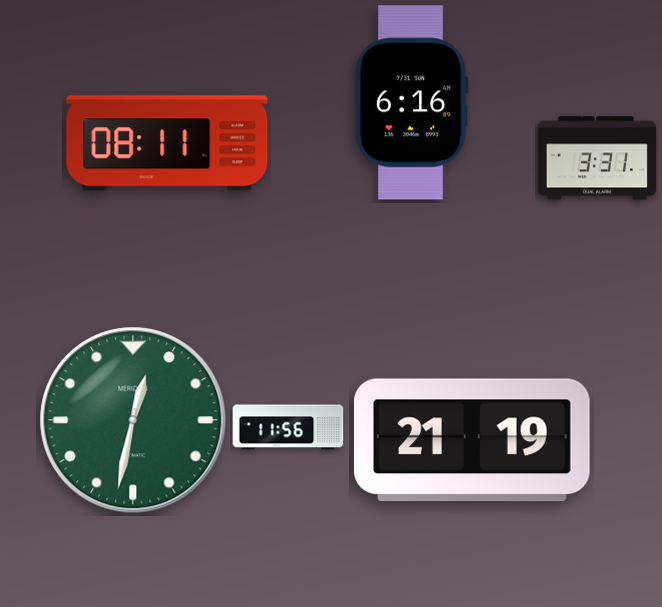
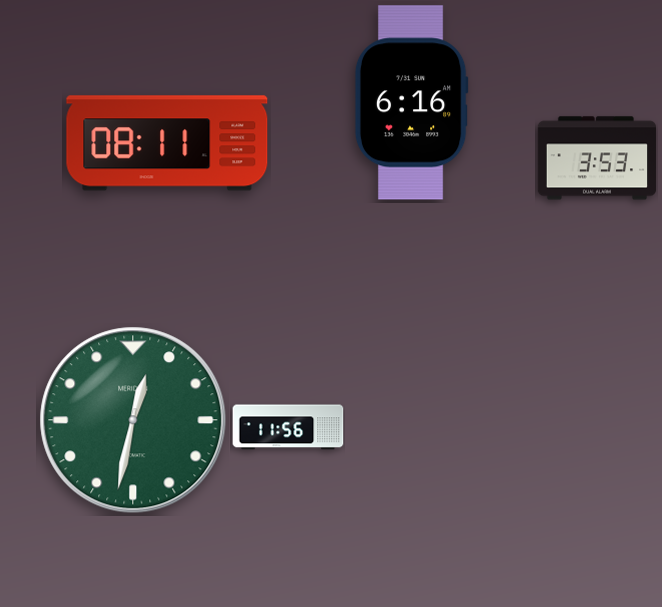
clock at (597, 158): 3:31 -> 3:53
clock at (473, 440): 21:19 -> none
